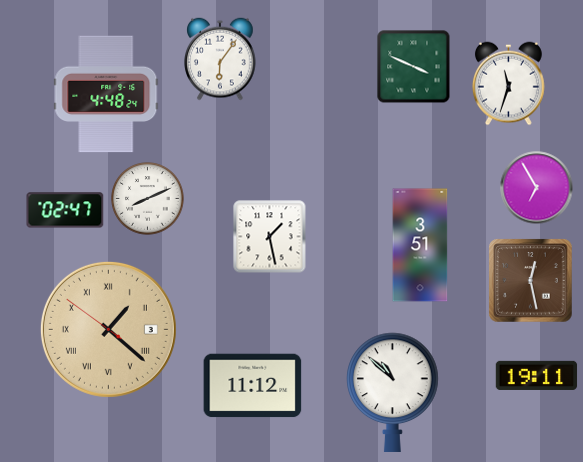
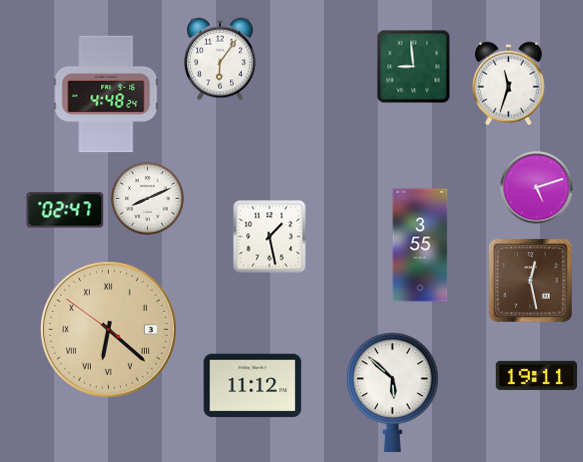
clock at (414, 67): 3:49 -> 8:59
clock at (537, 188): 6:55 -> 5:12
clock at (420, 245): 3:51 -> 3:55
clock at (108, 329): 1:21 -> 6:21
clock at (393, 392): 10:52 -> 5:52
